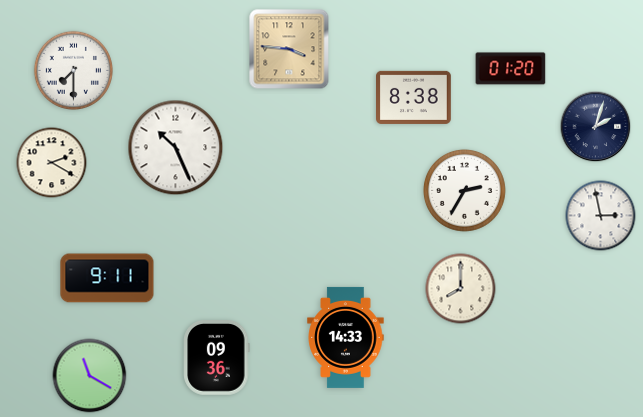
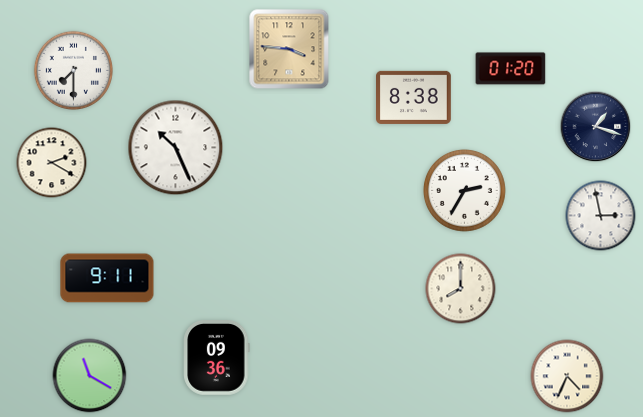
clock at (596, 127): 2:03 -> 1:18
clock at (346, 337): 14:33 -> none
clock at (567, 376): none -> 4:34
